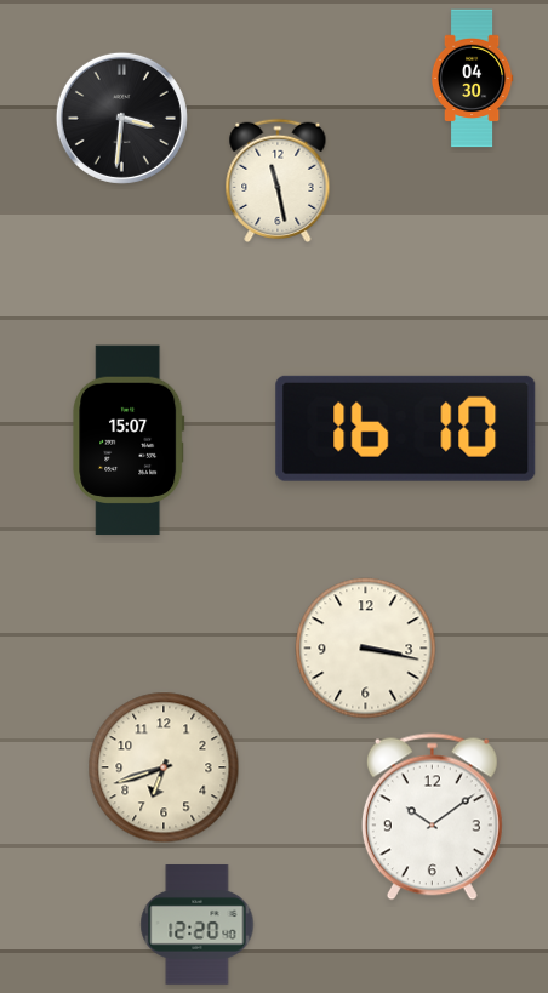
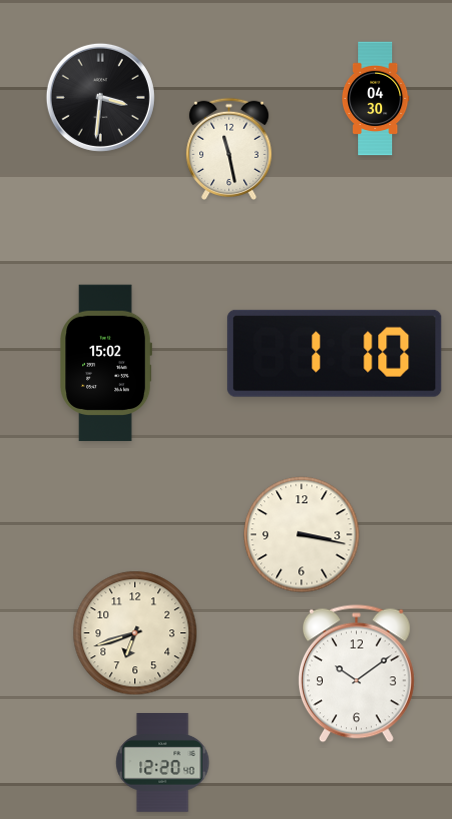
clock at (472, 79) position: (472, 79) -> (375, 99)
clock at (406, 428): 16:10 -> 1:10
clock at (129, 440): 15:07 -> 15:02
